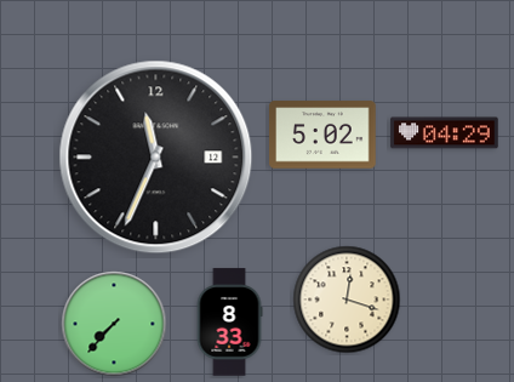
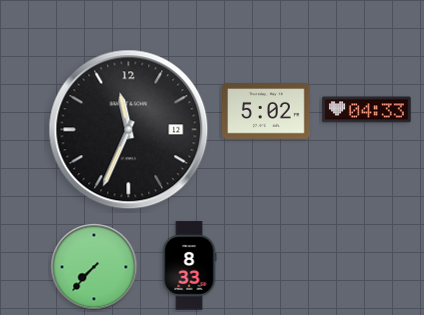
clock at (445, 133): 04:29 -> 04:33
clock at (347, 300): 12:18 -> none
